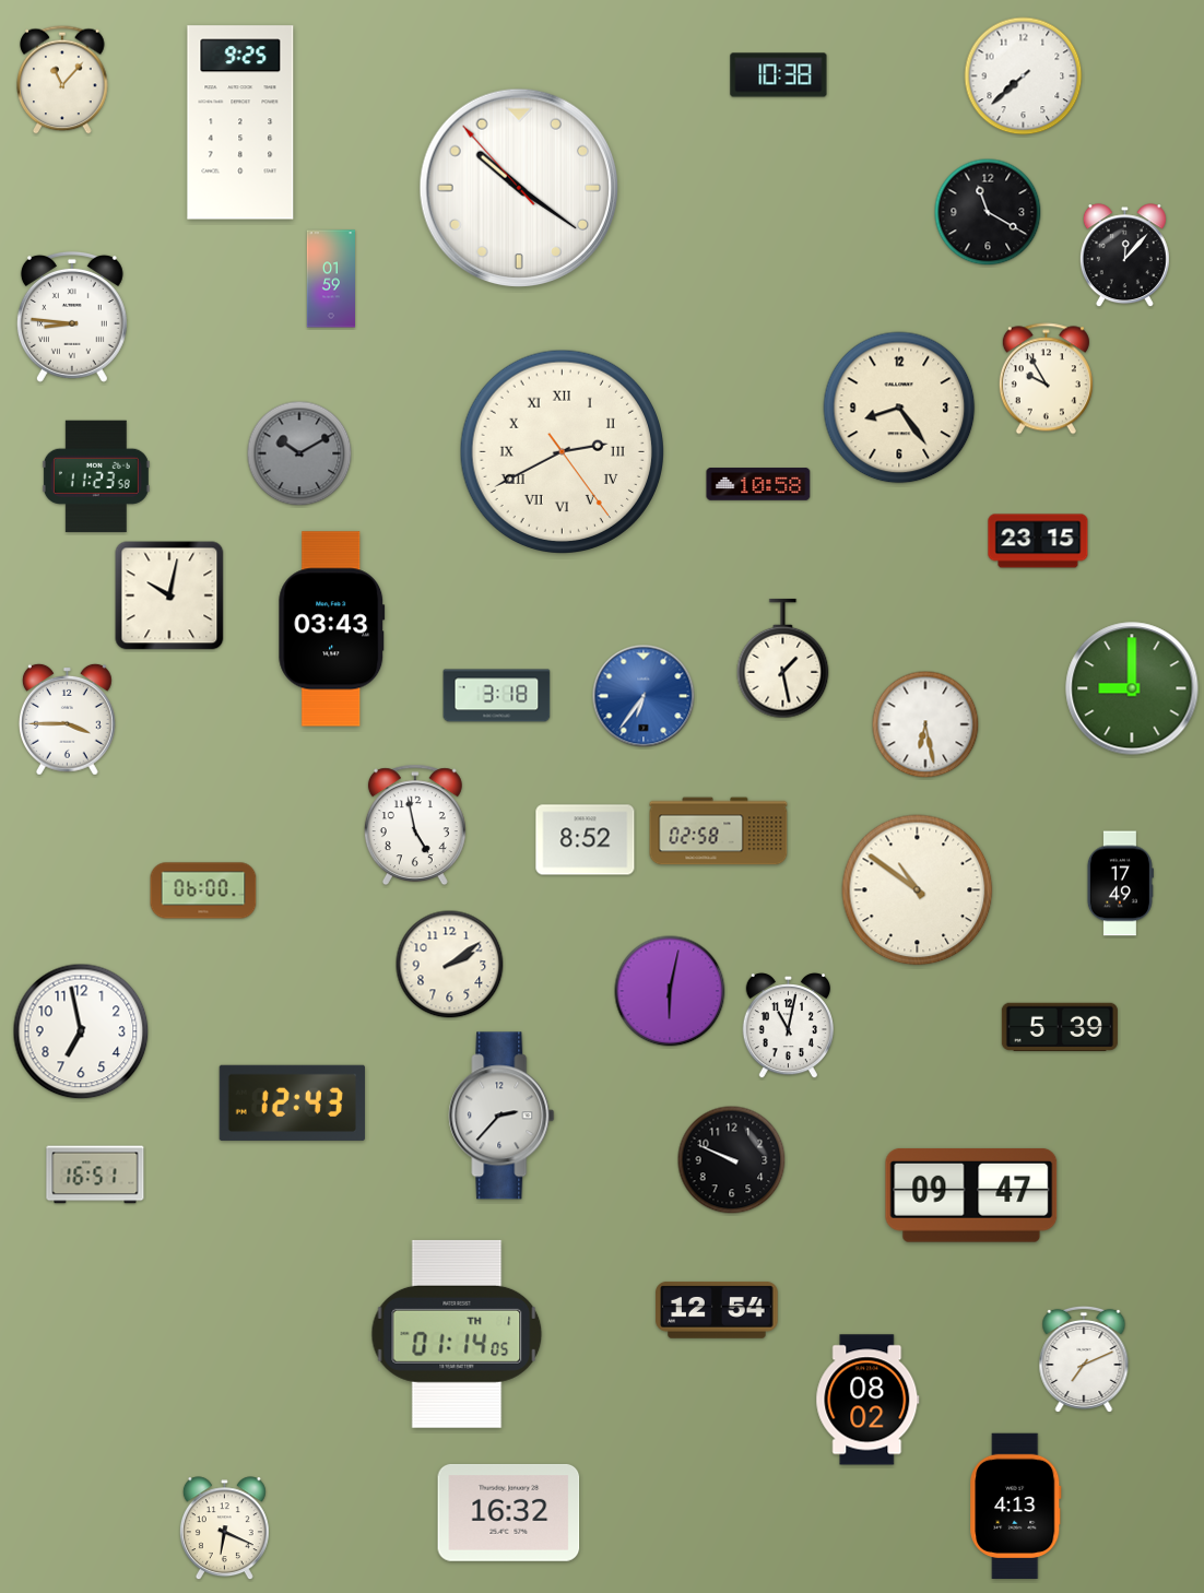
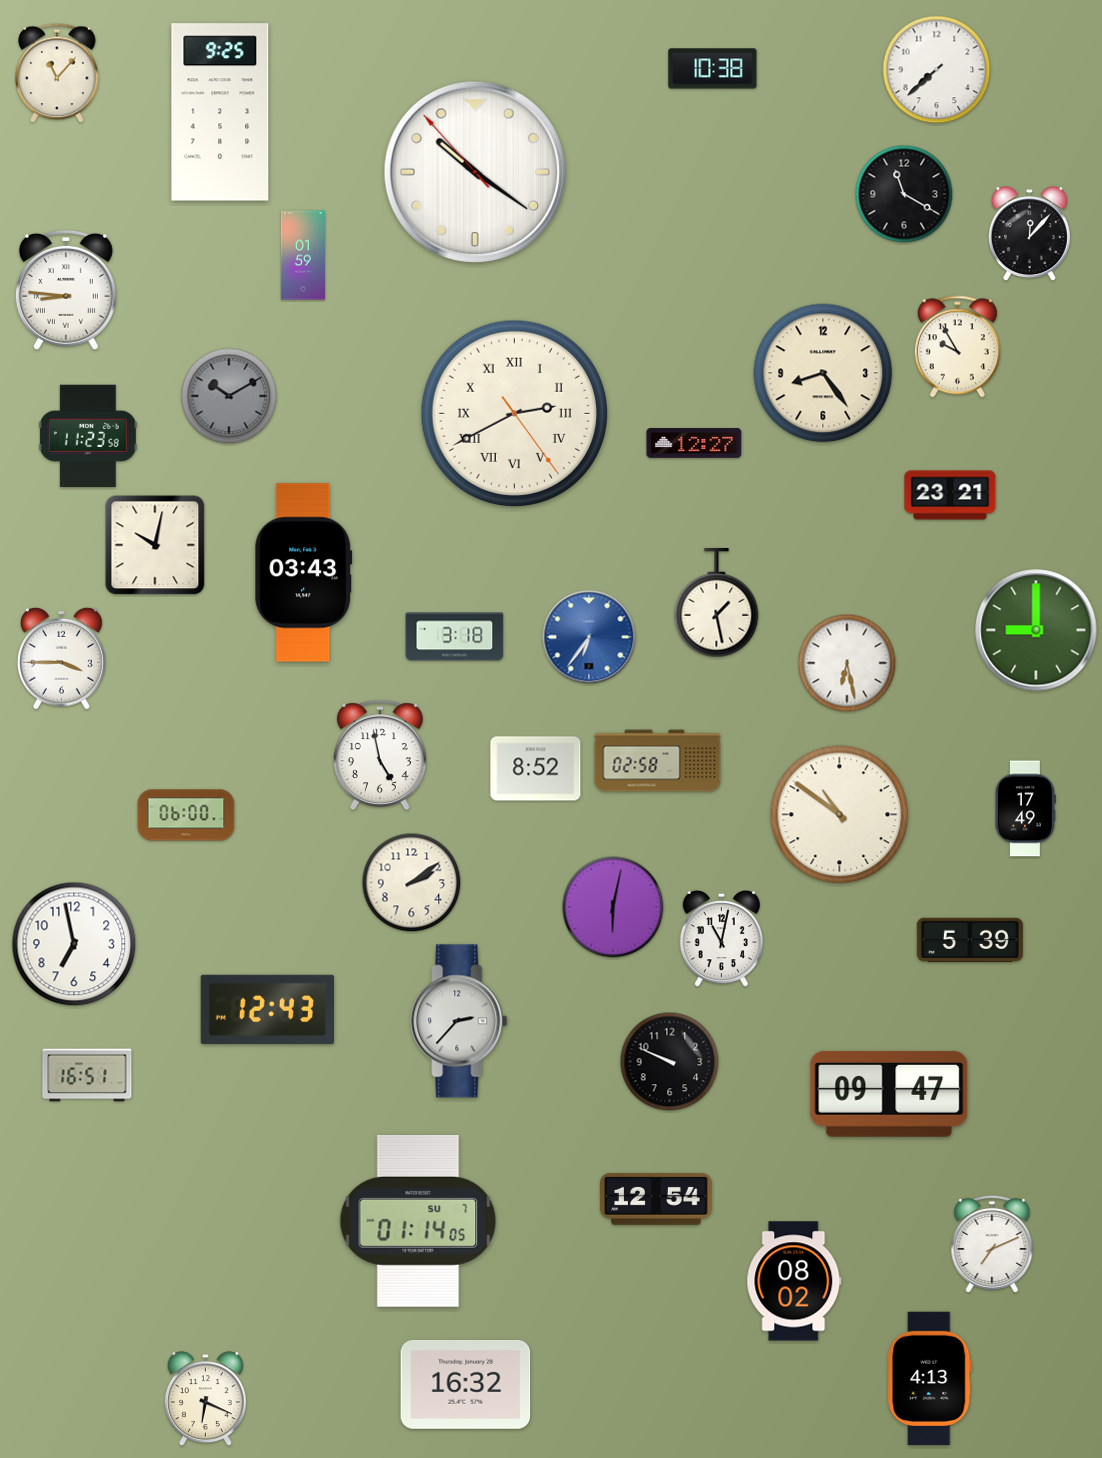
clock at (299, 453) position: (299, 453) -> (229, 396)
clock at (758, 484): 10:58 -> 12:27
clock at (1038, 541): 23:15 -> 23:21
clock at (332, 629) position: (332, 629) -> (304, 573)
clock at (457, 1334) date: TH 1 -> SU 7
